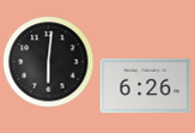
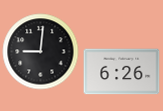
clock at (49, 62): 6:01 -> 9:01
